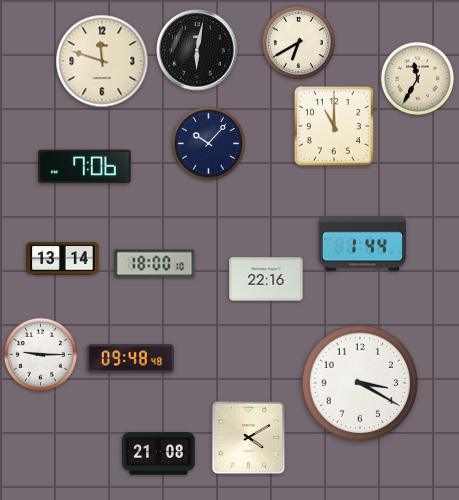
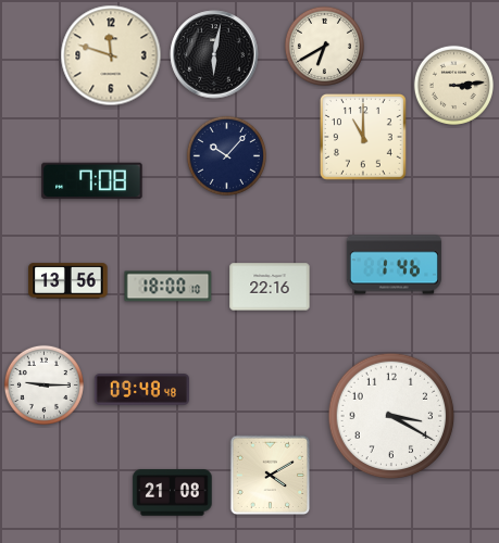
clock at (102, 61) position: (102, 61) -> (111, 55)
clock at (417, 78): 11:35 -> 3:14
clock at (85, 167): 7:06 -> 7:08
clock at (362, 244): 1:44 -> 1:46
clock at (63, 259): 13:14 -> 13:56
clock at (266, 279) position: (266, 279) -> (270, 287)
